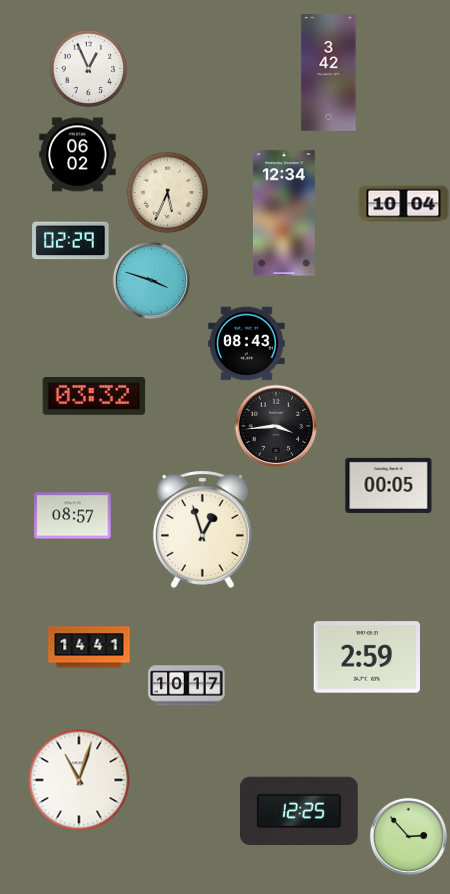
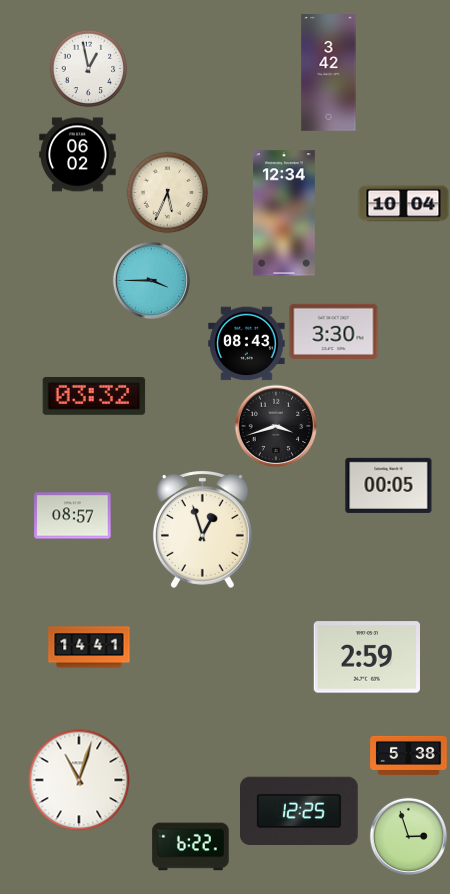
clock at (88, 68): 12:56 -> 12:58
clock at (71, 241): 02:29 -> none
clock at (151, 280): 3:48 -> 3:45
clock at (334, 331): none -> 3:30
clock at (276, 426): 3:44 -> 3:42
clock at (187, 686): 10:17 -> none
clock at (409, 755): none -> 5:38
clock at (408, 836): 2:53 -> 2:57
clock at (191, 847): none -> 6:22
